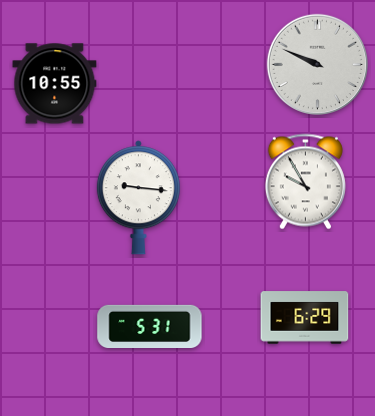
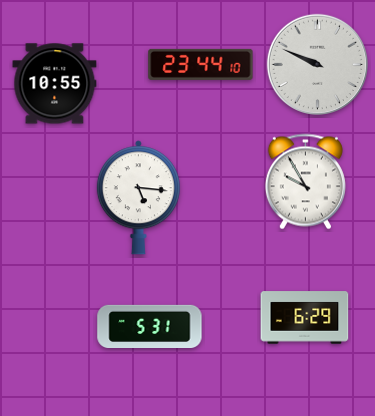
clock at (201, 64): none -> 23:44
clock at (138, 198): 9:16 -> 5:16
